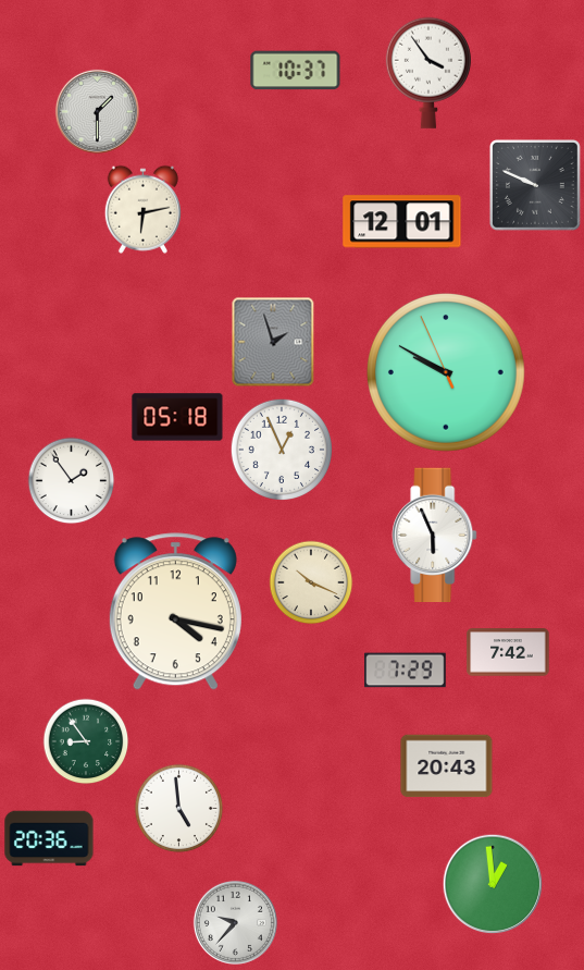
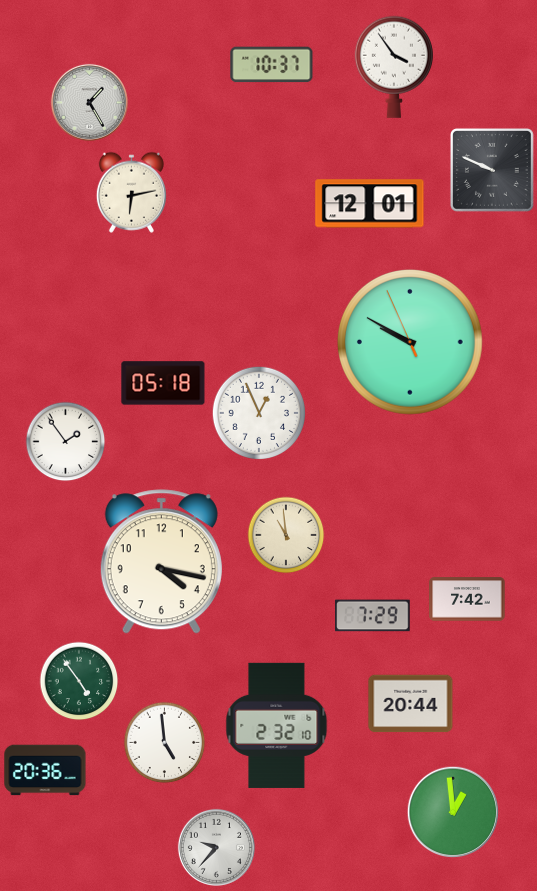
clock at (97, 111): 1:30 -> 1:25
clock at (273, 342): 1:57 -> none
clock at (435, 535): 5:56 -> none
clock at (311, 582): 10:19 -> 10:59
clock at (86, 741): 8:54 -> 4:54
clock at (447, 766): 20:43 -> 20:44
clock at (277, 725): none -> 2:32
